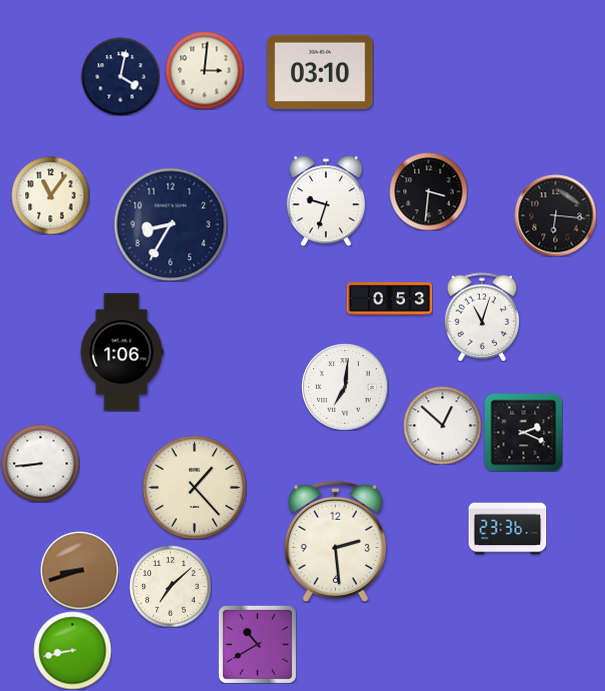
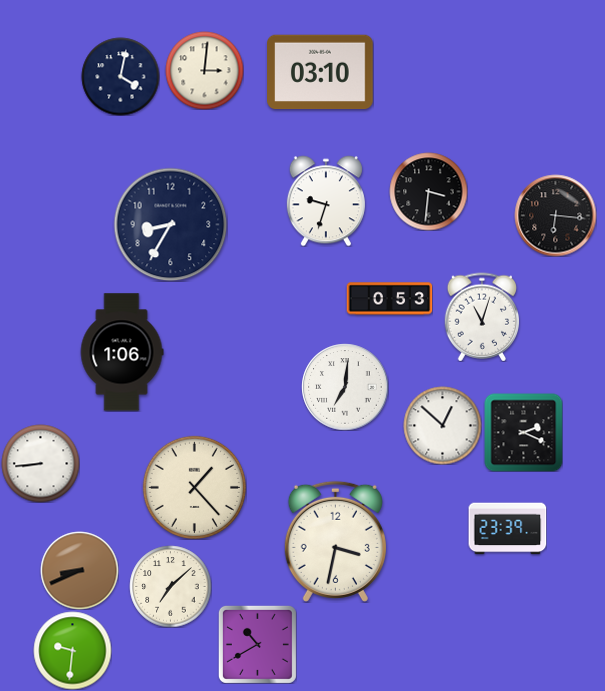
clock at (50, 195): 11:06 -> none
clock at (507, 529): 23:36 -> 23:39
clock at (335, 541): 2:29 -> 3:32
clock at (79, 570): 8:42 -> 8:41
clock at (72, 650): 8:43 -> 9:31
